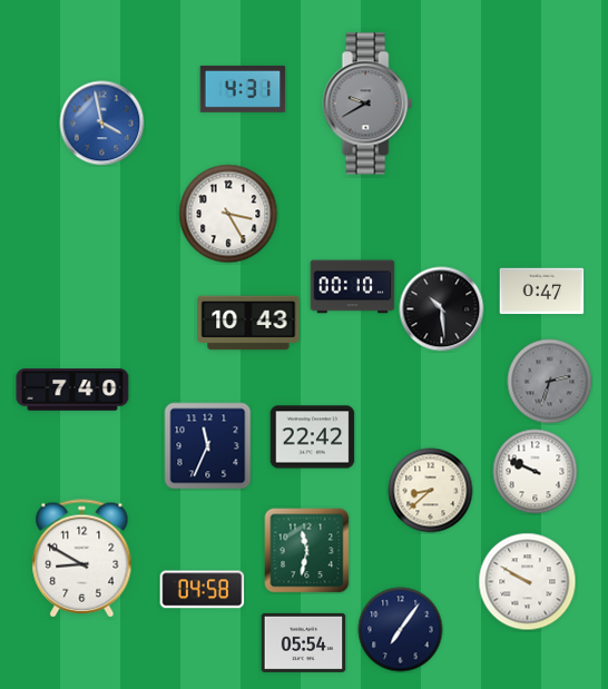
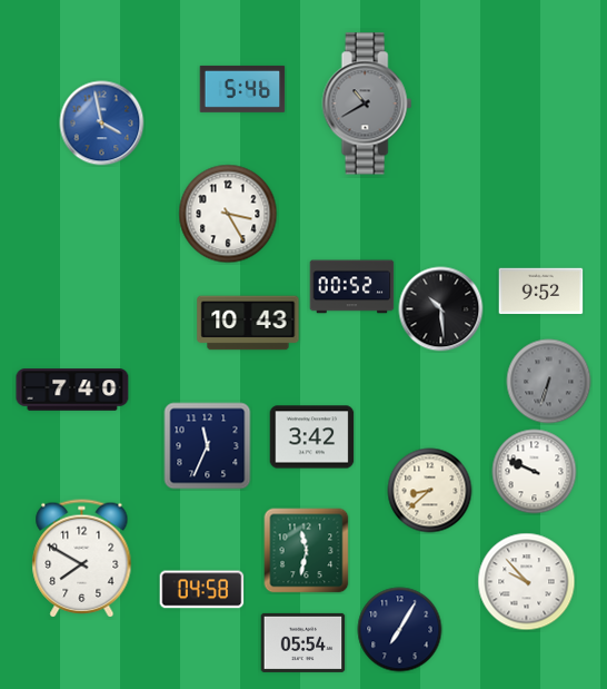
clock at (243, 89): 4:31 -> 5:46
clock at (367, 104): 9:40 -> 10:40
clock at (353, 287): 00:10 -> 00:52
clock at (542, 292): 0:47 -> 9:52
clock at (550, 382): 2:33 -> 6:33
clock at (313, 437): 22:42 -> 3:42
clock at (82, 559): 8:50 -> 7:50
clock at (528, 582): 9:50 -> 9:53
clock at (401, 630): 7:06 -> 7:05
